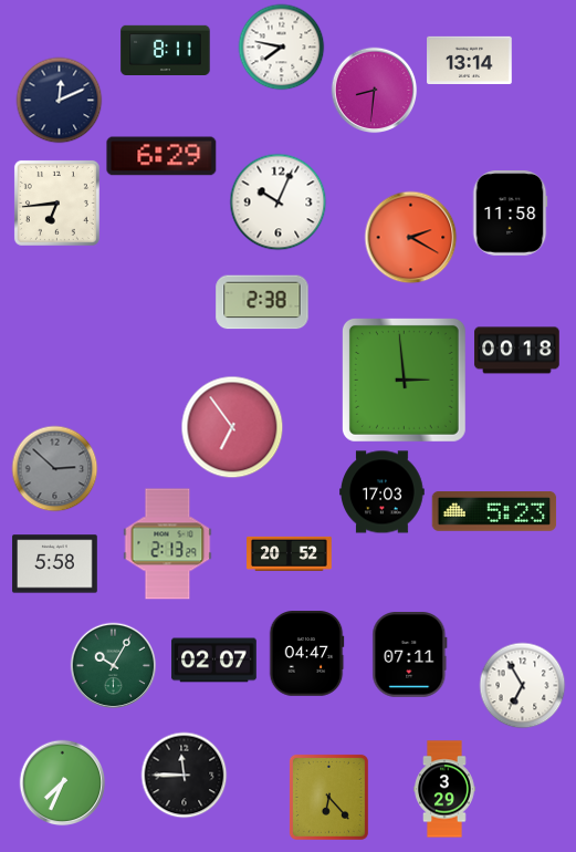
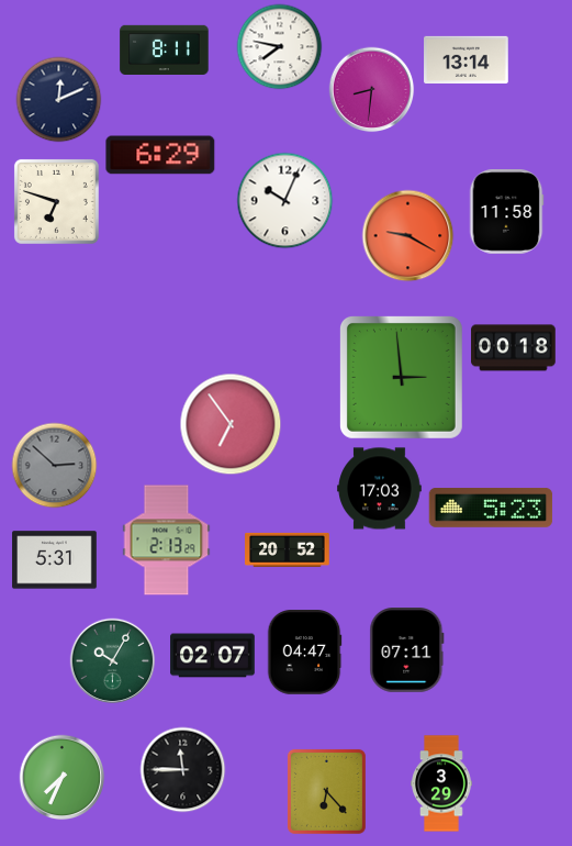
clock at (277, 201) position: (277, 201) -> (284, 200)
clock at (56, 202): 6:44 -> 6:48
clock at (410, 237): 2:20 -> 9:20
clock at (262, 302): 2:38 -> none
clock at (55, 564): 5:58 -> 5:31
clock at (306, 654) position: (306, 654) -> (304, 653)
clock at (522, 685): 6:55 -> none
